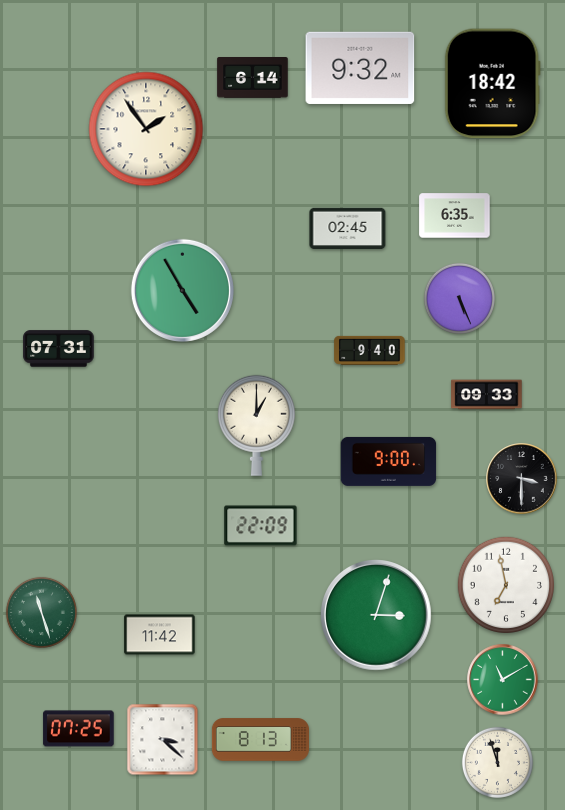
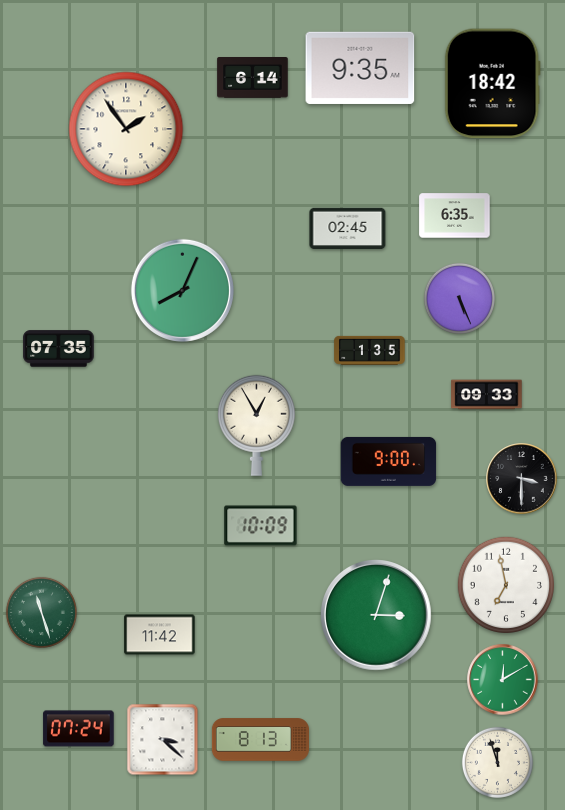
clock at (360, 68): 9:32 -> 9:35
clock at (146, 129) position: (146, 129) -> (126, 129)
clock at (182, 290): 4:55 -> 8:04
clock at (59, 349): 07:31 -> 07:35
clock at (370, 350): 9:40 -> 1:35
clock at (256, 425): 1:00 -> 12:55
clock at (261, 526): 22:09 -> 10:09
clock at (503, 680): 11:10 -> 12:10
clock at (79, 729): 07:25 -> 07:24
